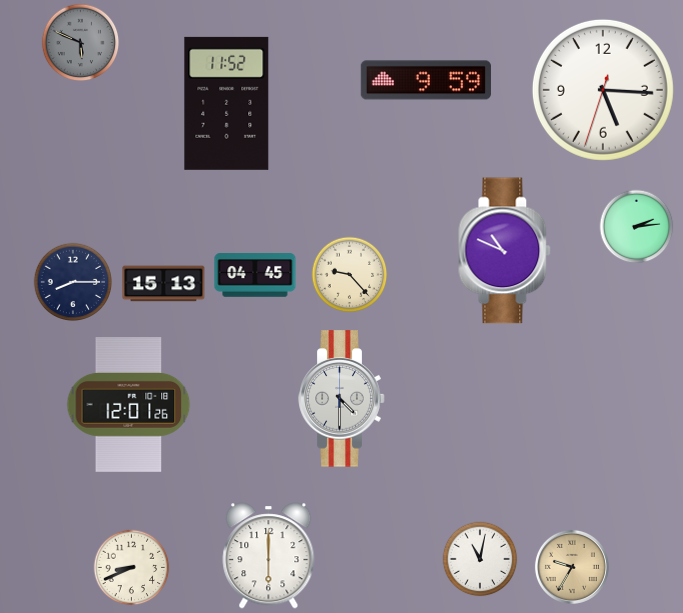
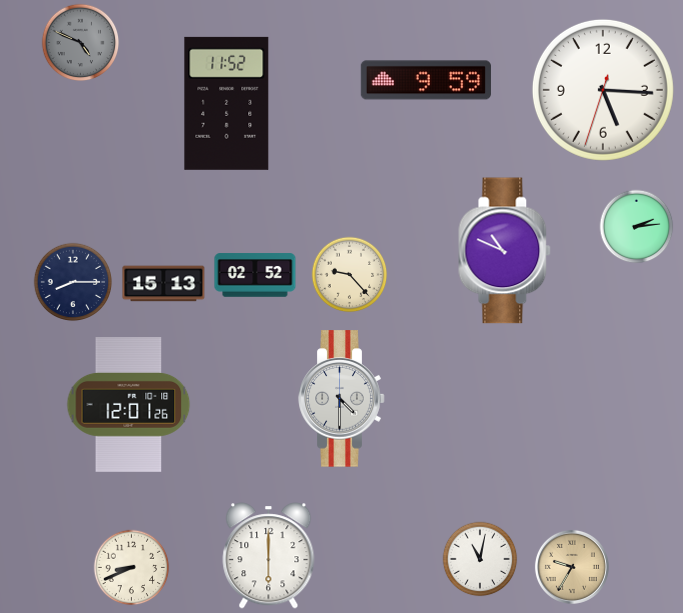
clock at (81, 43): 5:49 -> 4:49
clock at (255, 275): 04:45 -> 02:52
